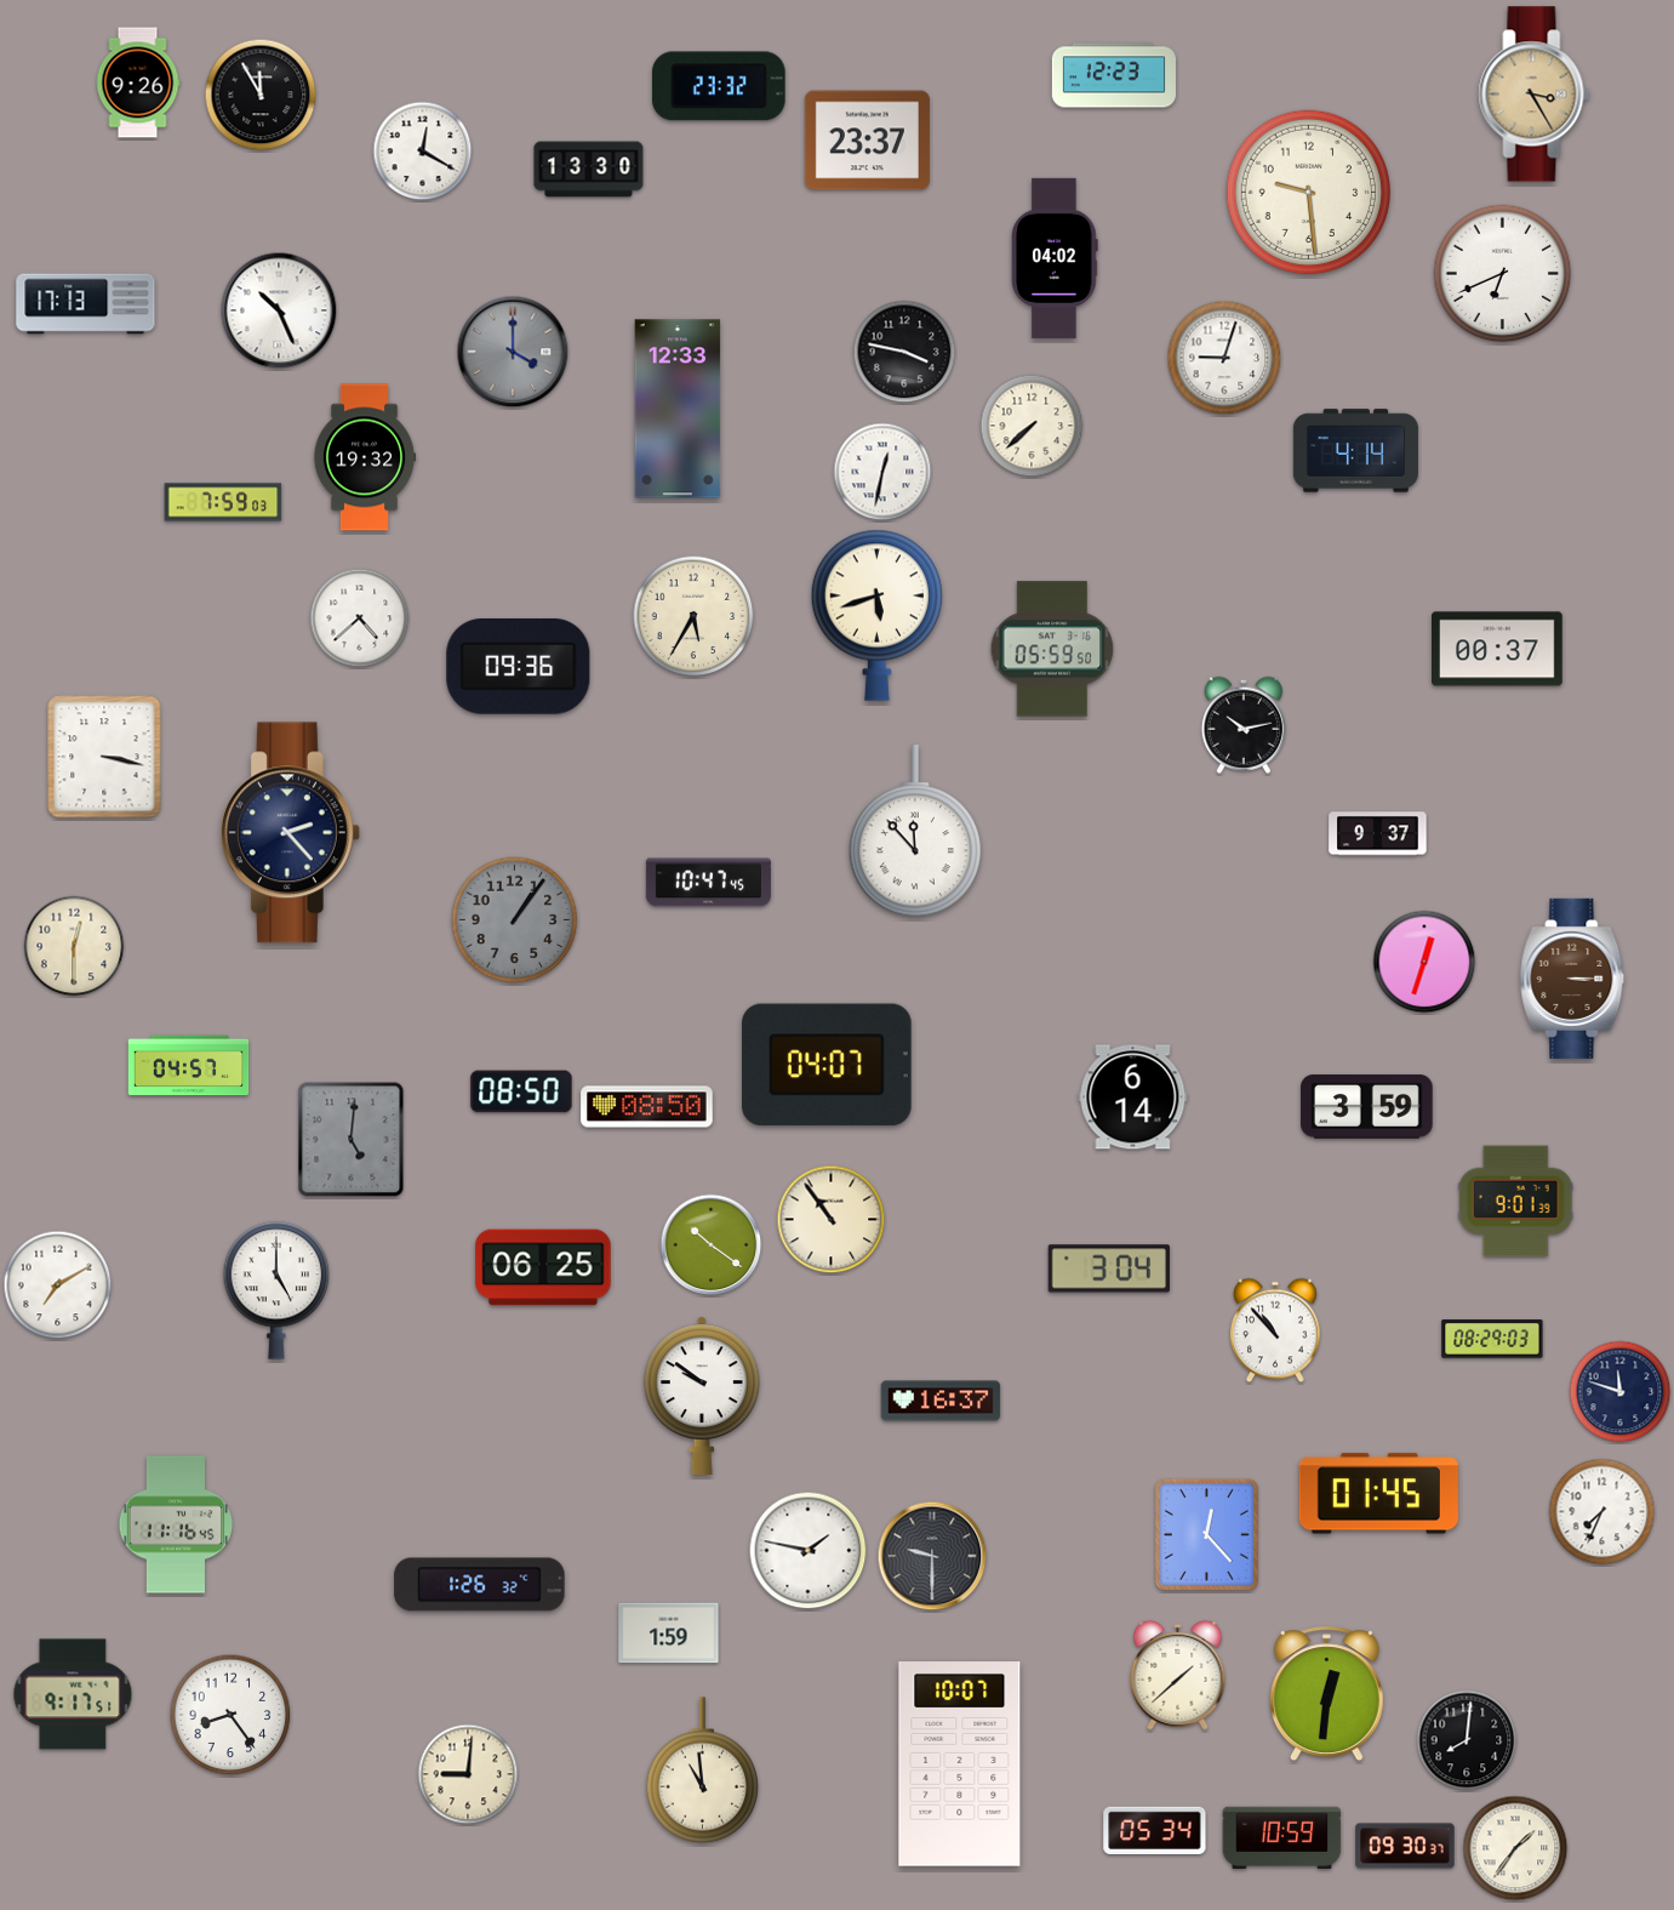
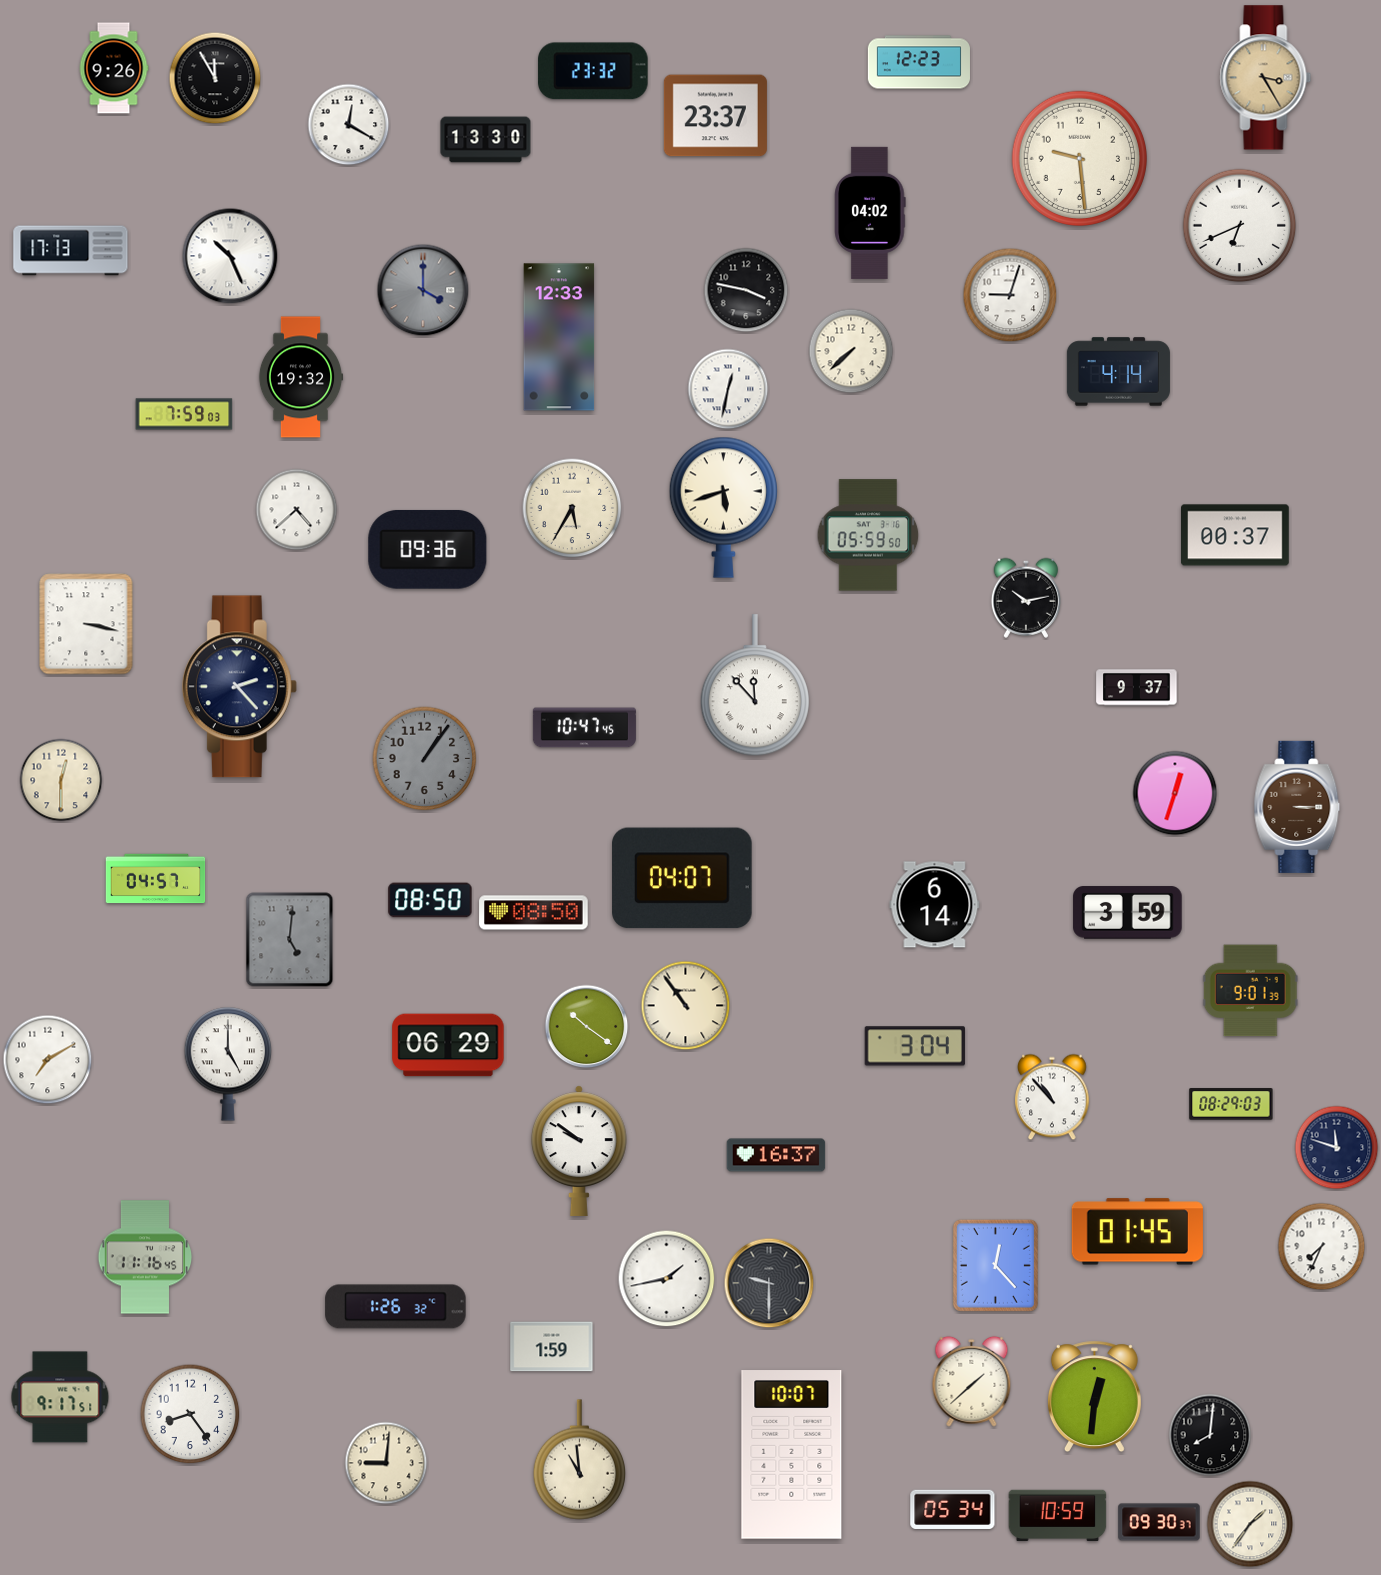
clock at (543, 1267): 06:25 -> 06:29
clock at (809, 1551): 1:47 -> 1:43
